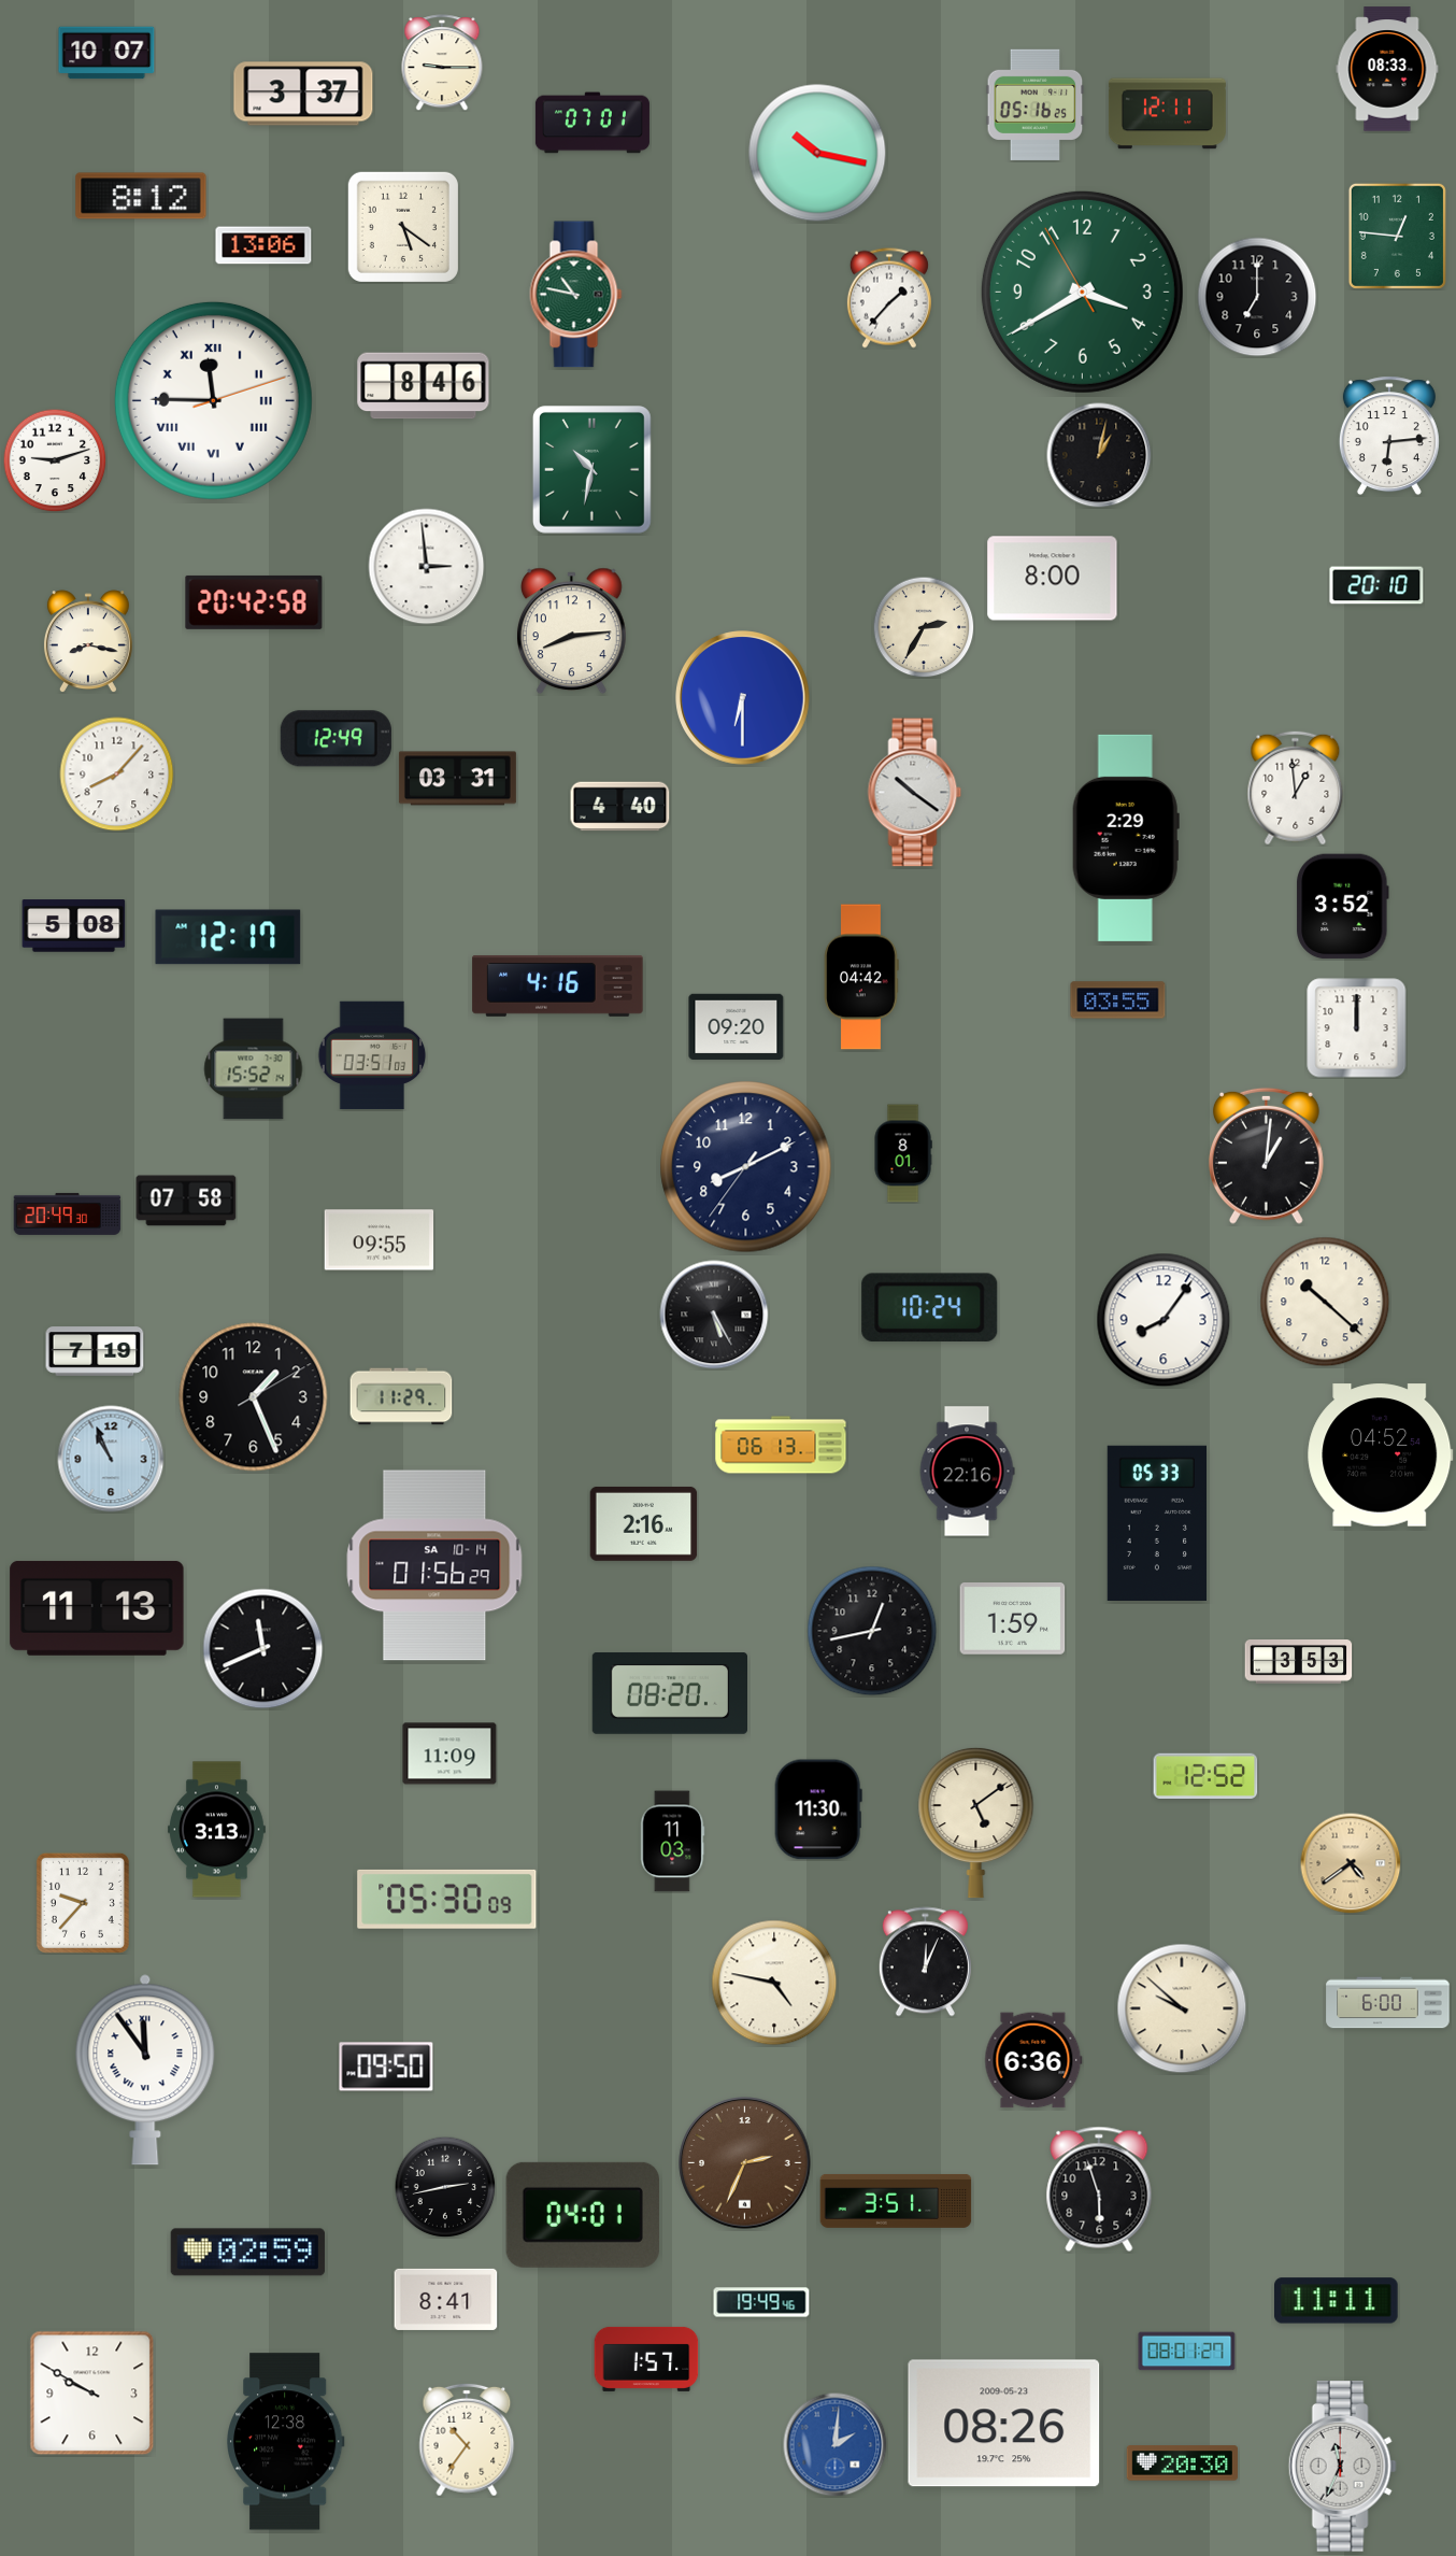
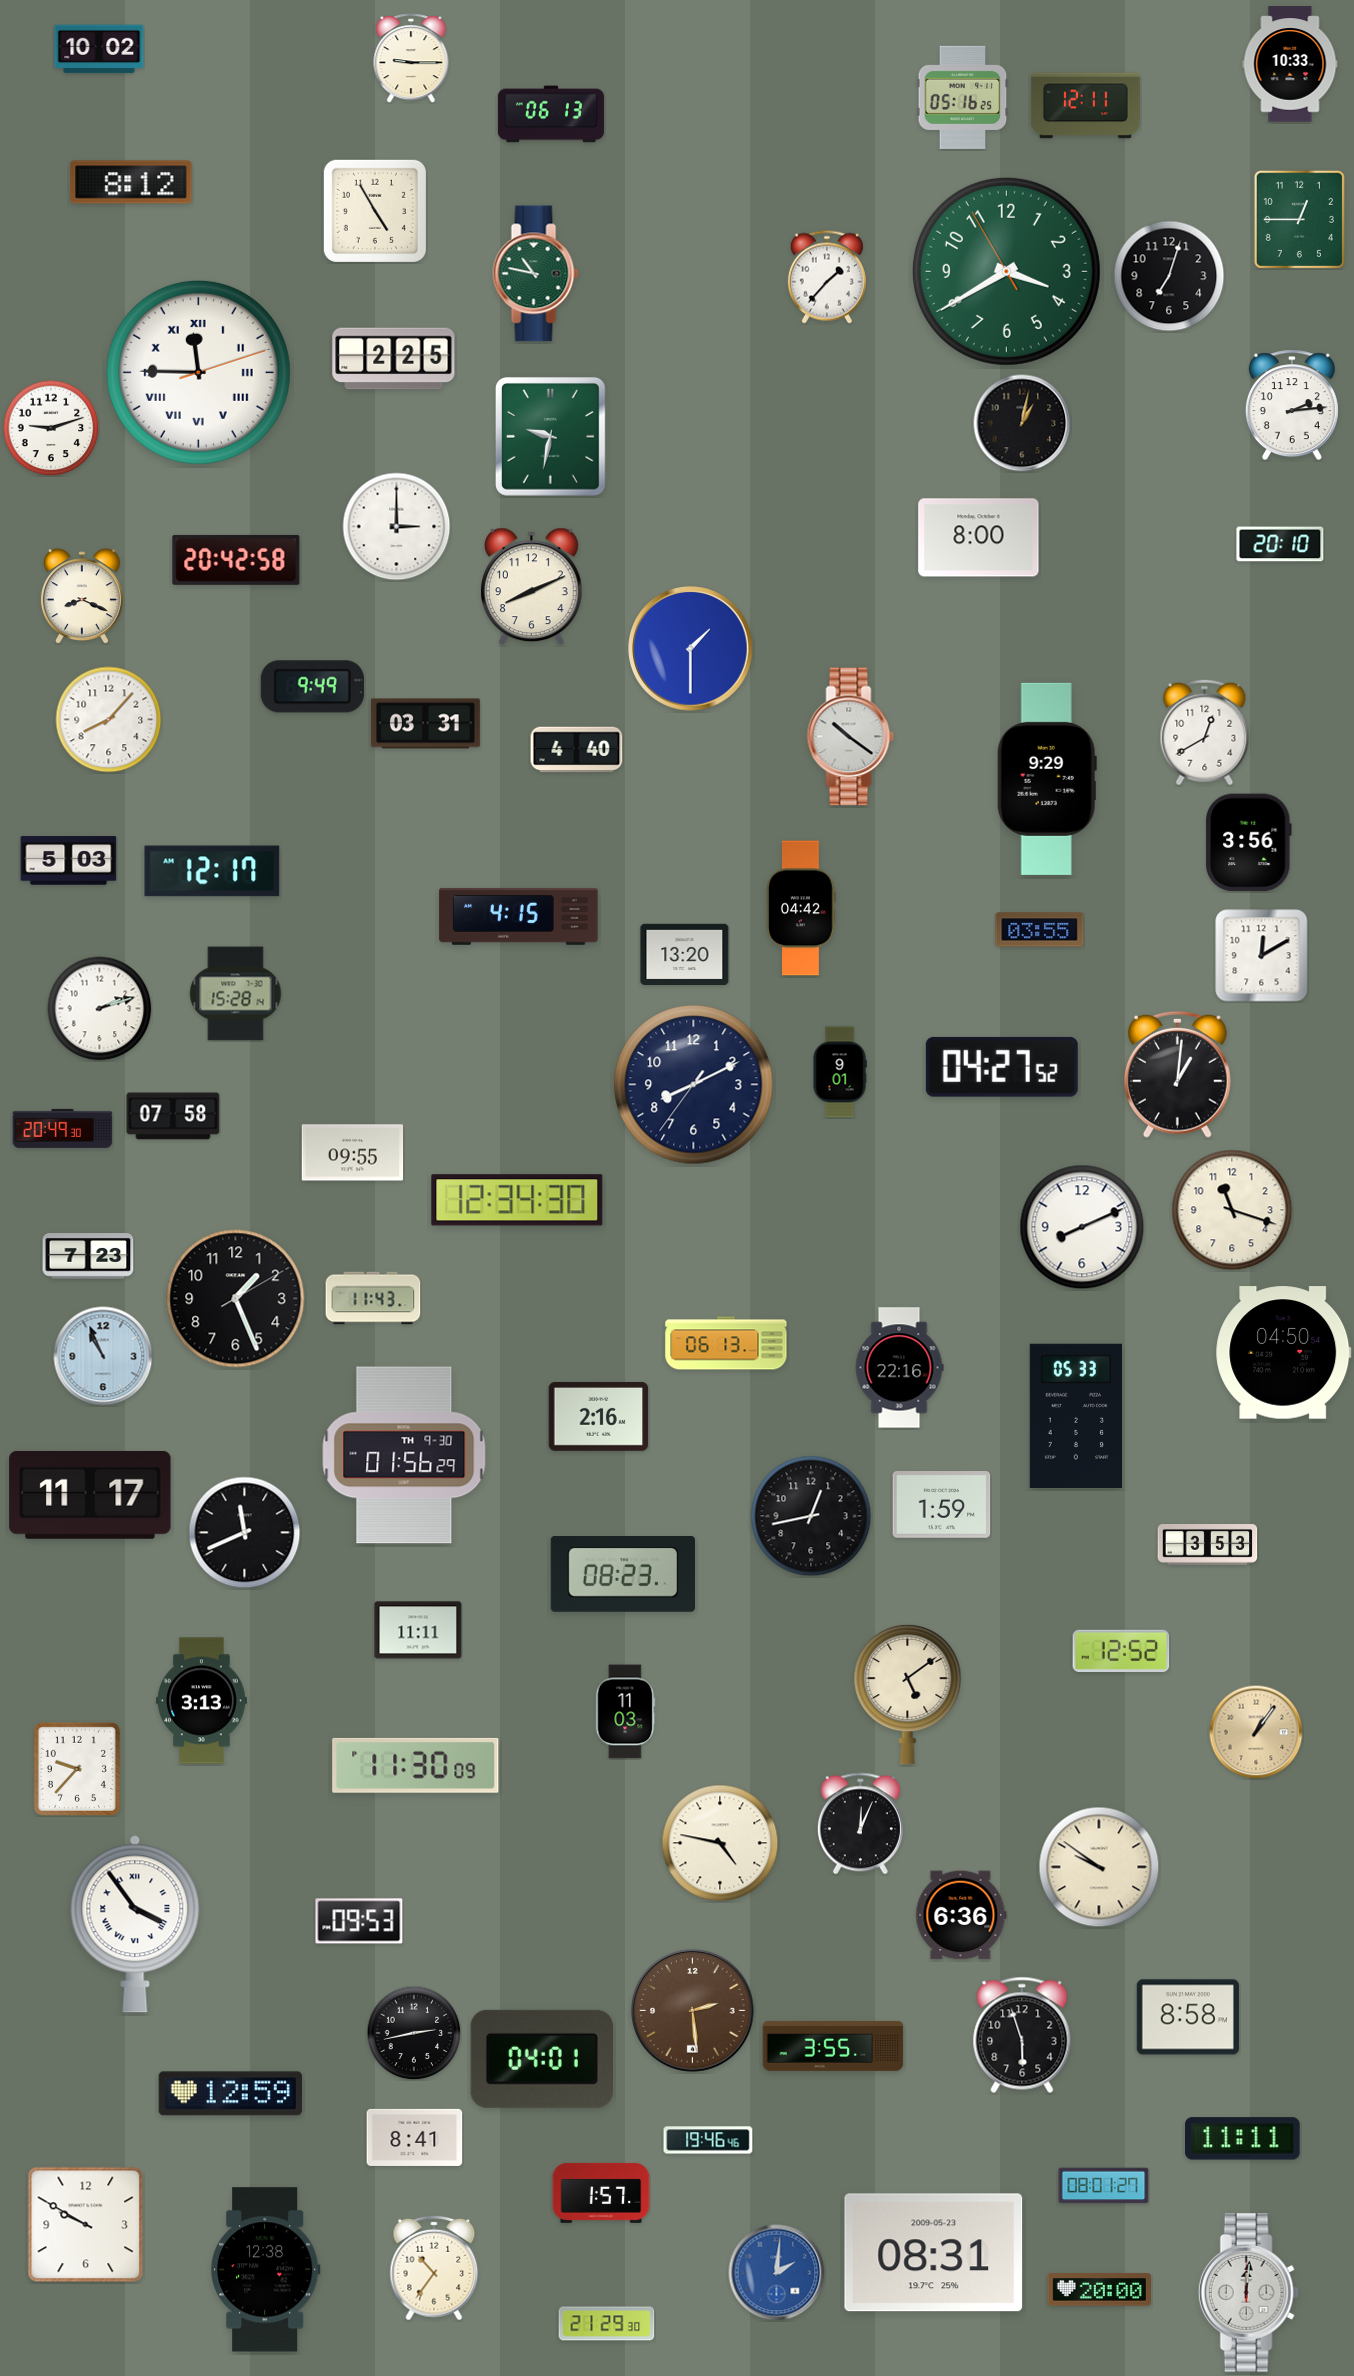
clock at (106, 53): 10:07 -> 10:02
clock at (1387, 69): 08:33 -> 10:33
clock at (303, 94): 3:37 -> none
clock at (593, 123): 07:01 -> 06:13
clock at (817, 153): 10:17 -> none
clock at (403, 227): 5:21 -> 4:55
clock at (1397, 236): 12:46 -> 12:45
clock at (263, 245): 13:06 -> none
clock at (1257, 297): 7:00 -> 7:03
clock at (424, 386): 8:46 -> 2:25
clock at (1389, 436): 6:14 -> 2:14
clock at (593, 470): 10:32 -> 9:32
clock at (427, 567): 2:59 -> 3:00
clock at (924, 627): 2:35 -> none
clock at (571, 631): 8:14 -> 8:11
clock at (88, 641): 8:17 -> 8:19
clock at (743, 698): 6:30 -> 1:30
clock at (336, 739): 12:49 -> 9:49
clock at (1296, 789): 12:59 -> 12:40
clock at (1126, 838): 2:29 -> 9:29
clock at (1343, 907): 3:52 -> 3:56
clock at (74, 926): 5:08 -> 5:03
clock at (558, 985): 4:16 -> 4:15
clock at (737, 1026): 09:20 -> 13:20
clock at (1357, 1028): 12:00 -> 12:10
clock at (372, 1055): 03:51 -> none
clock at (254, 1069): 15:52 -> 15:28
clock at (100, 1009): none -> 2:12
clock at (1002, 1067): none -> 04:27
clock at (903, 1153): 8:01 -> 9:01
clock at (517, 1200): none -> 12:34
clock at (1325, 1302): 10:22 -> 11:18
clock at (930, 1308): 10:24 -> none
clock at (714, 1315): 5:25 -> none
clock at (1164, 1320): 8:06 -> 8:11
clock at (95, 1351): 7:19 -> 7:23
clock at (401, 1396): 11:29 -> 11:43
clock at (1381, 1455): 04:52 -> 04:50
clock at (434, 1565) date: SA 10-14 -> TH 9-30
clock at (97, 1608): 11:13 -> 11:17
clock at (669, 1694): 08:20 -> 08:23
clock at (449, 1753): 11:09 -> 11:11
clock at (818, 1809): 11:30 -> none
clock at (1351, 1863): 4:39 -> 1:06
clock at (447, 1899): 05:30 -> 11:30
clock at (1388, 2003): 6:00 -> none
clock at (1182, 2008): 9:52 -> 9:51
clock at (386, 2067): 09:50 -> 09:53
clock at (145, 2070): 11:54 -> 3:54
clock at (745, 2163): 2:34 -> 2:29
clock at (1188, 2017): none -> 8:58
clock at (896, 2201): 3:51 -> 3:55
clock at (247, 2253): 02:59 -> 12:59
clock at (761, 2302): 19:49 -> 19:46
clock at (1004, 2424): 08:26 -> 08:31
clock at (1182, 2463): 20:30 -> 20:00
clock at (1342, 2467): 11:34 -> 12:01
clock at (607, 2324): none -> 21:29
